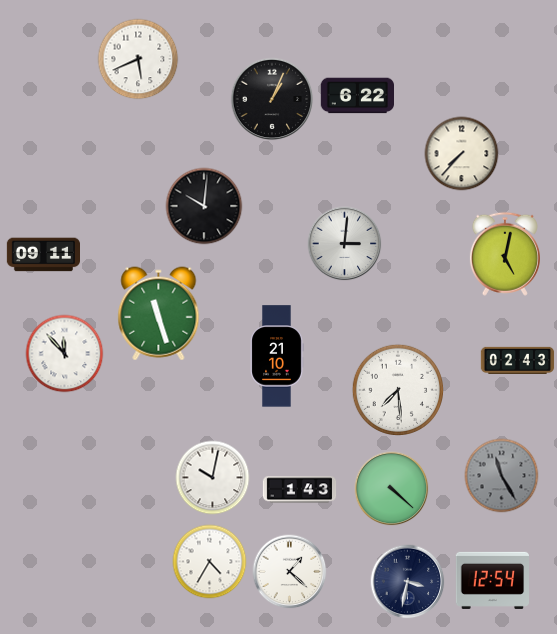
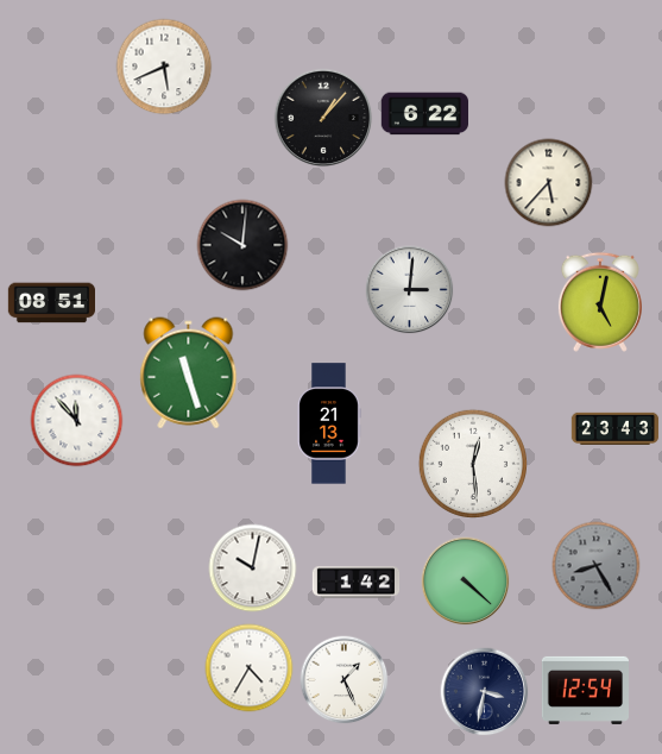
clock at (138, 59) position: (138, 59) -> (164, 67)
clock at (272, 99): 1:04 -> 1:07
clock at (462, 154): 7:37 -> 5:37
clock at (43, 255): 09:11 -> 08:51
clock at (277, 356): 21:10 -> 21:13
clock at (518, 360): 02:43 -> 23:43
clock at (397, 389): 7:29 -> 12:29
clock at (502, 476): 11:25 -> 8:25
clock at (300, 490): 1:43 -> 1:42
clock at (290, 572): 1:22 -> 1:26
